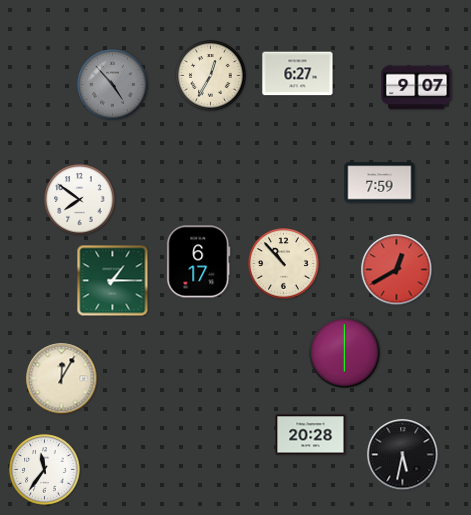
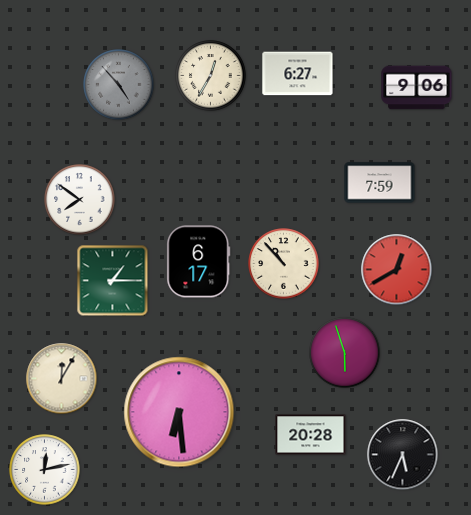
clock at (113, 85) position: (113, 85) -> (119, 85)
clock at (417, 88): 9:07 -> 9:06
clock at (345, 353): 6:00 -> 5:57
clock at (179, 412): none -> 6:29
clock at (403, 455): 5:32 -> 5:34
clock at (45, 470): 11:36 -> 12:13
